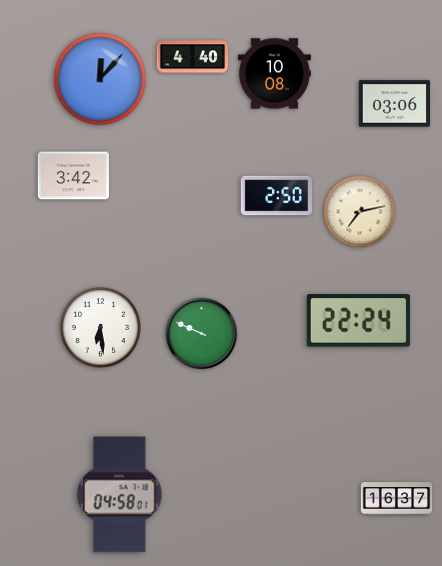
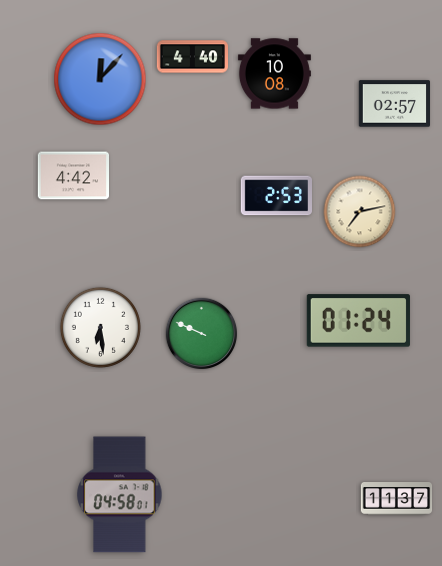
clock at (394, 104): 03:06 -> 02:57
clock at (73, 176): 3:42 -> 4:42
clock at (276, 196): 2:50 -> 2:53
clock at (358, 321): 22:24 -> 01:24
clock at (397, 499): 16:37 -> 11:37
